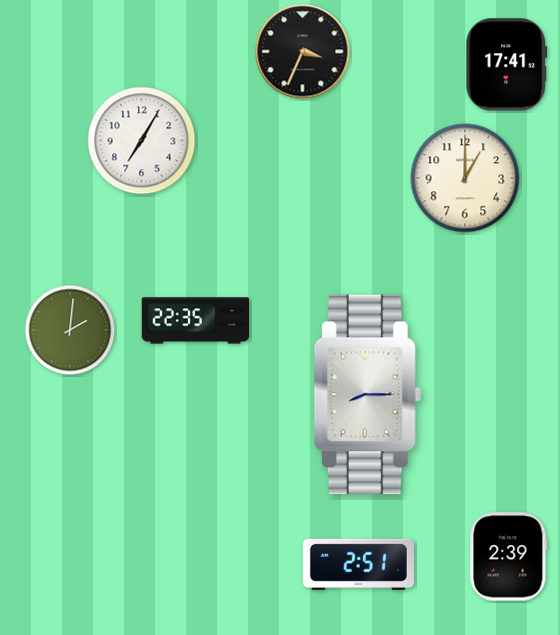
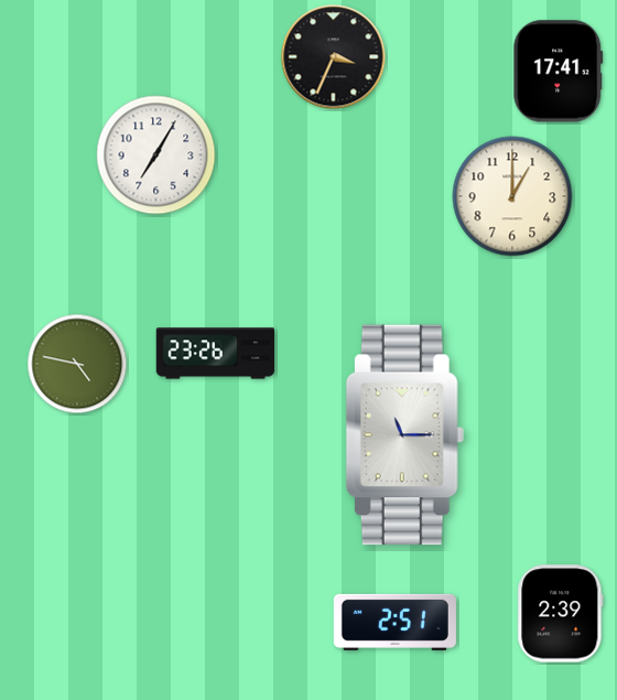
clock at (196, 321): 22:35 -> 23:26
clock at (70, 330): 2:01 -> 4:47
clock at (367, 395): 8:15 -> 11:15
